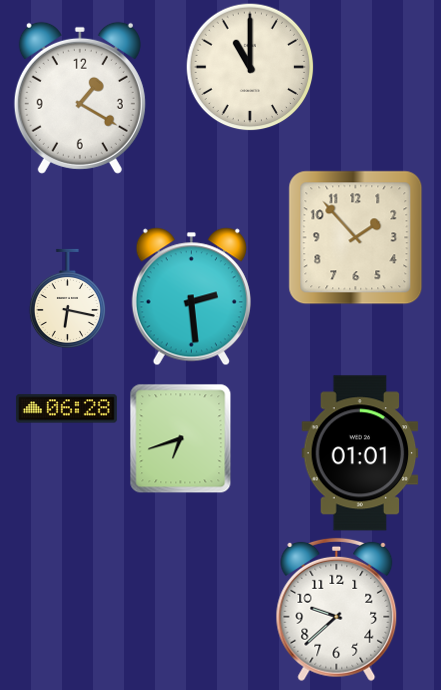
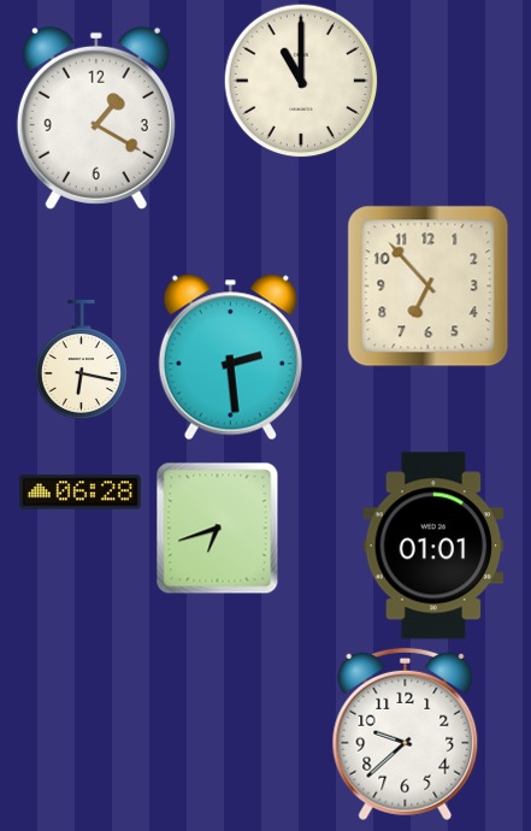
clock at (356, 238): 1:53 -> 6:53
